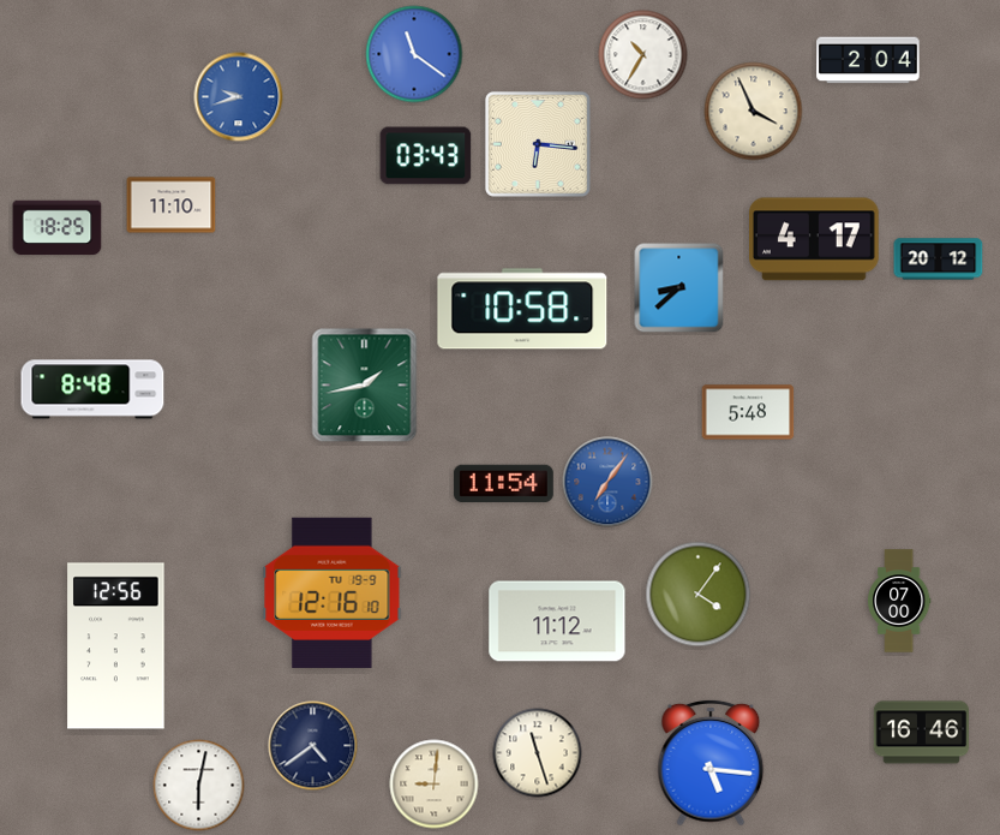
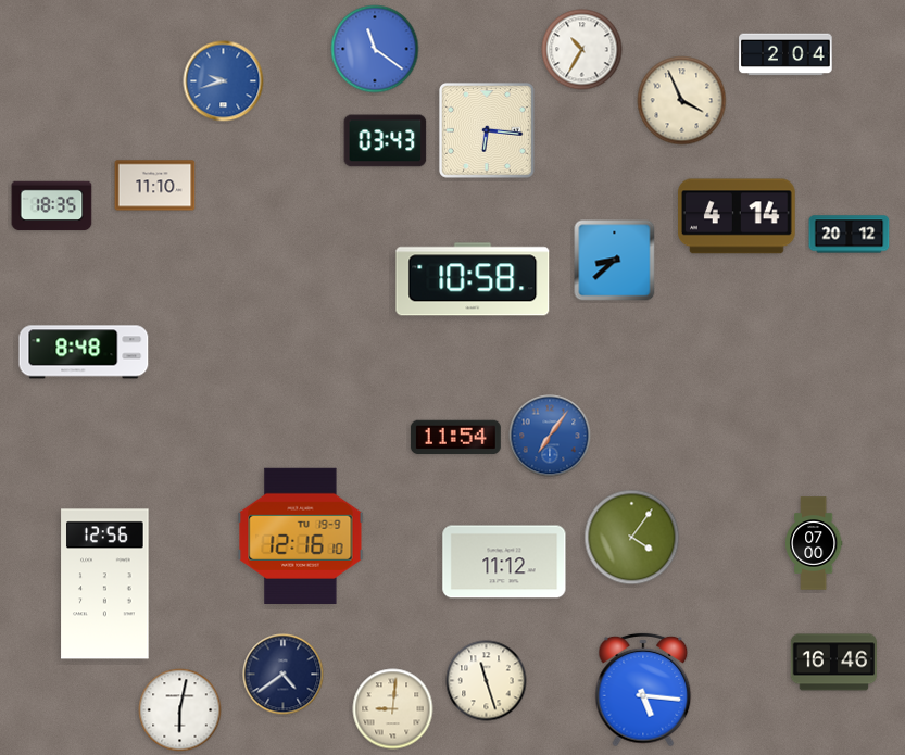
clock at (239, 97) position: (239, 97) -> (224, 81)
clock at (58, 228): 18:25 -> 18:35
clock at (815, 239): 4:17 -> 4:14
clock at (365, 386): 1:43 -> none
clock at (748, 412): 5:48 -> none
